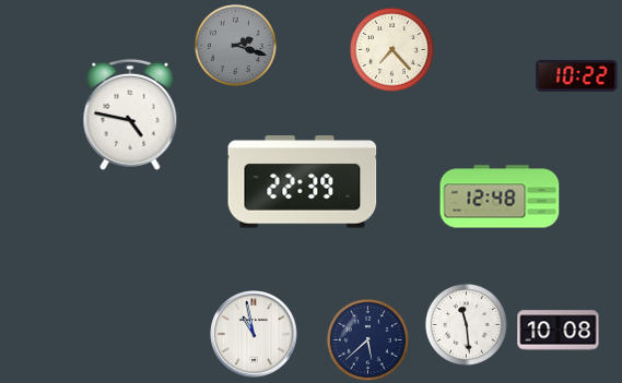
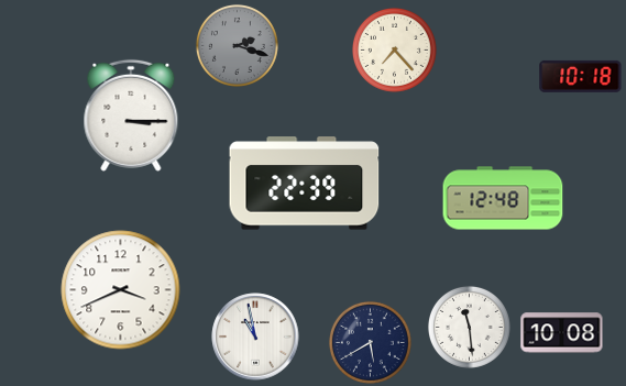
clock at (577, 75): 10:22 -> 10:18
clock at (130, 115): 4:47 -> 3:15
clock at (121, 290): none -> 3:41
clock at (367, 339): 5:38 -> 5:40
